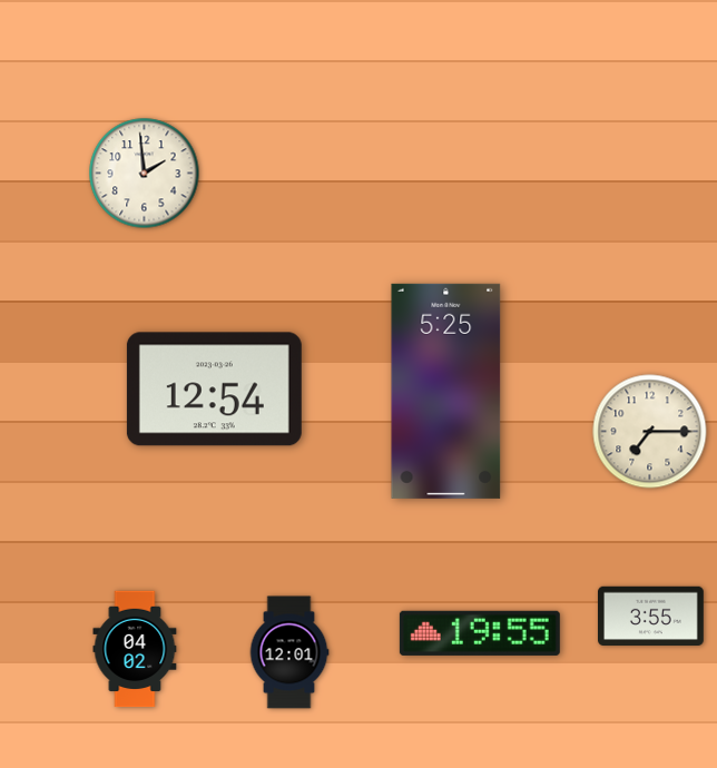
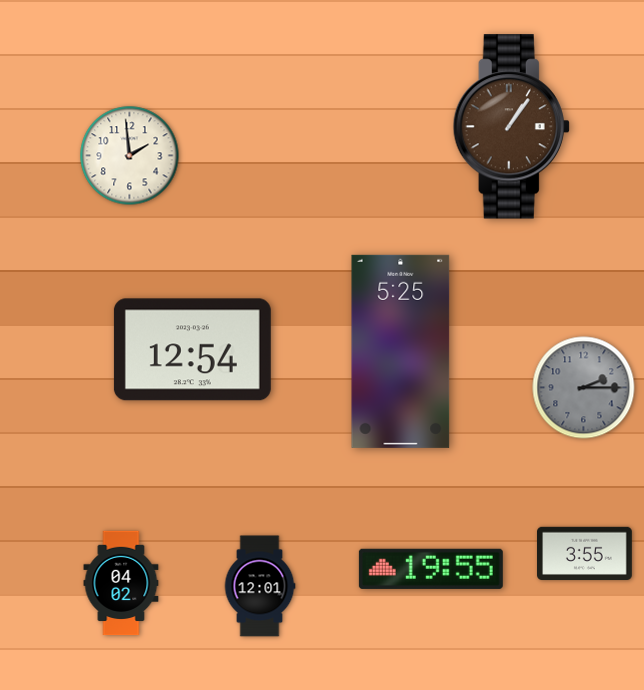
clock at (511, 127): none -> 1:06
clock at (650, 432): 7:15 -> 2:15
clock at (650, 432) dial: cream -> grey
